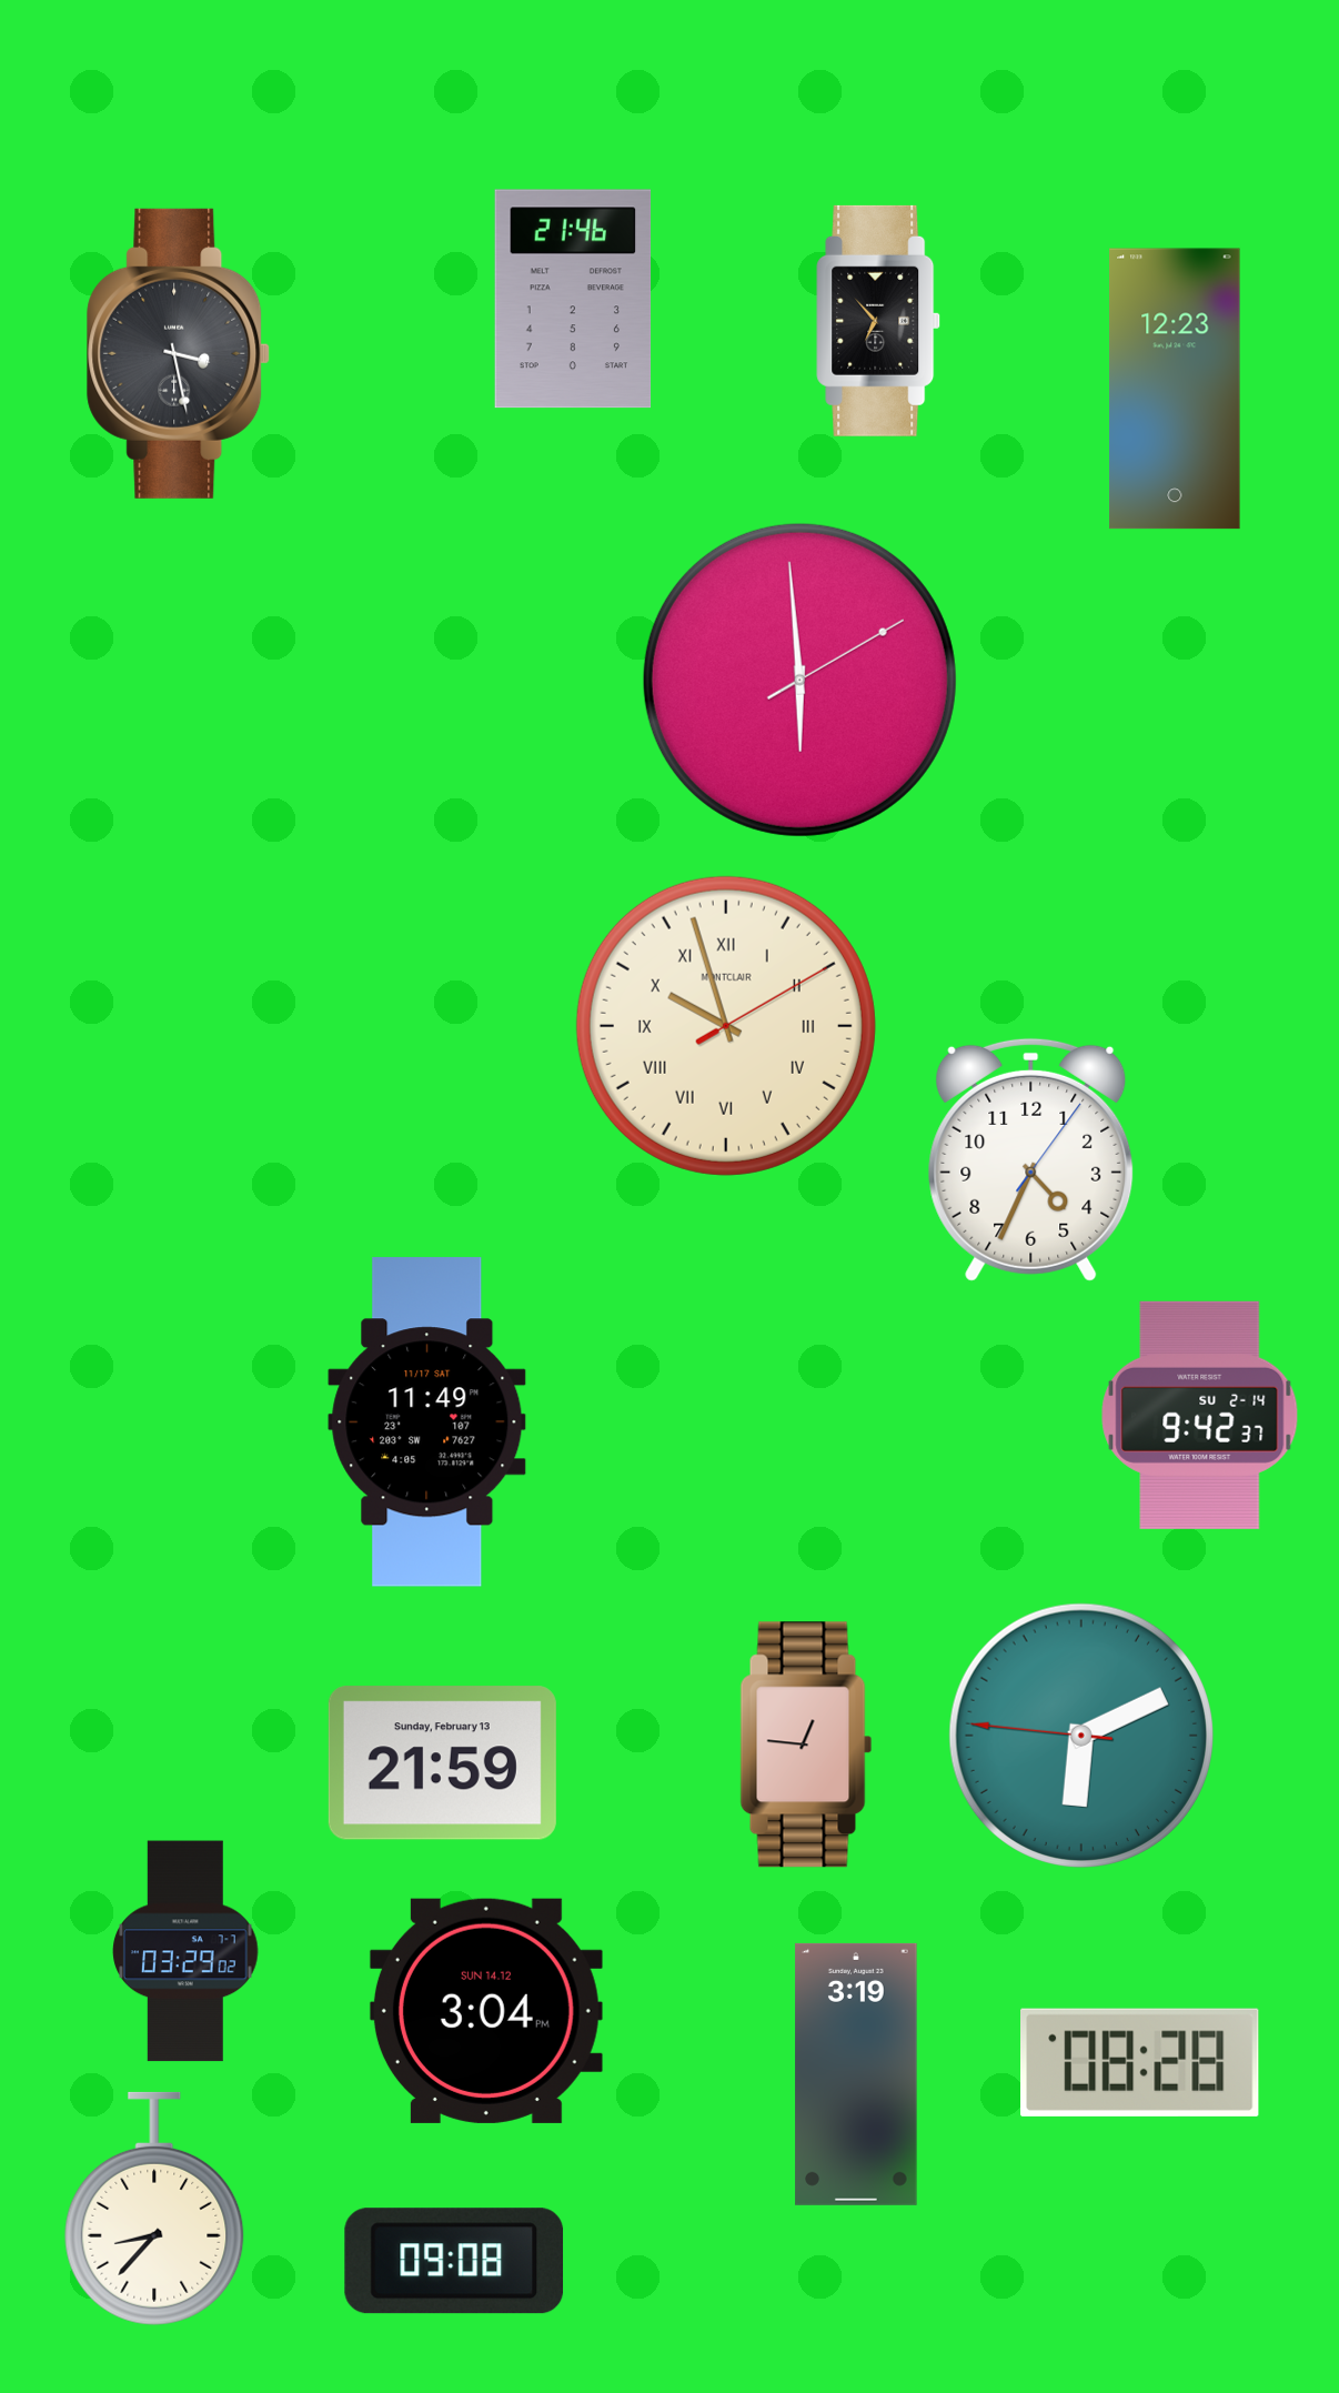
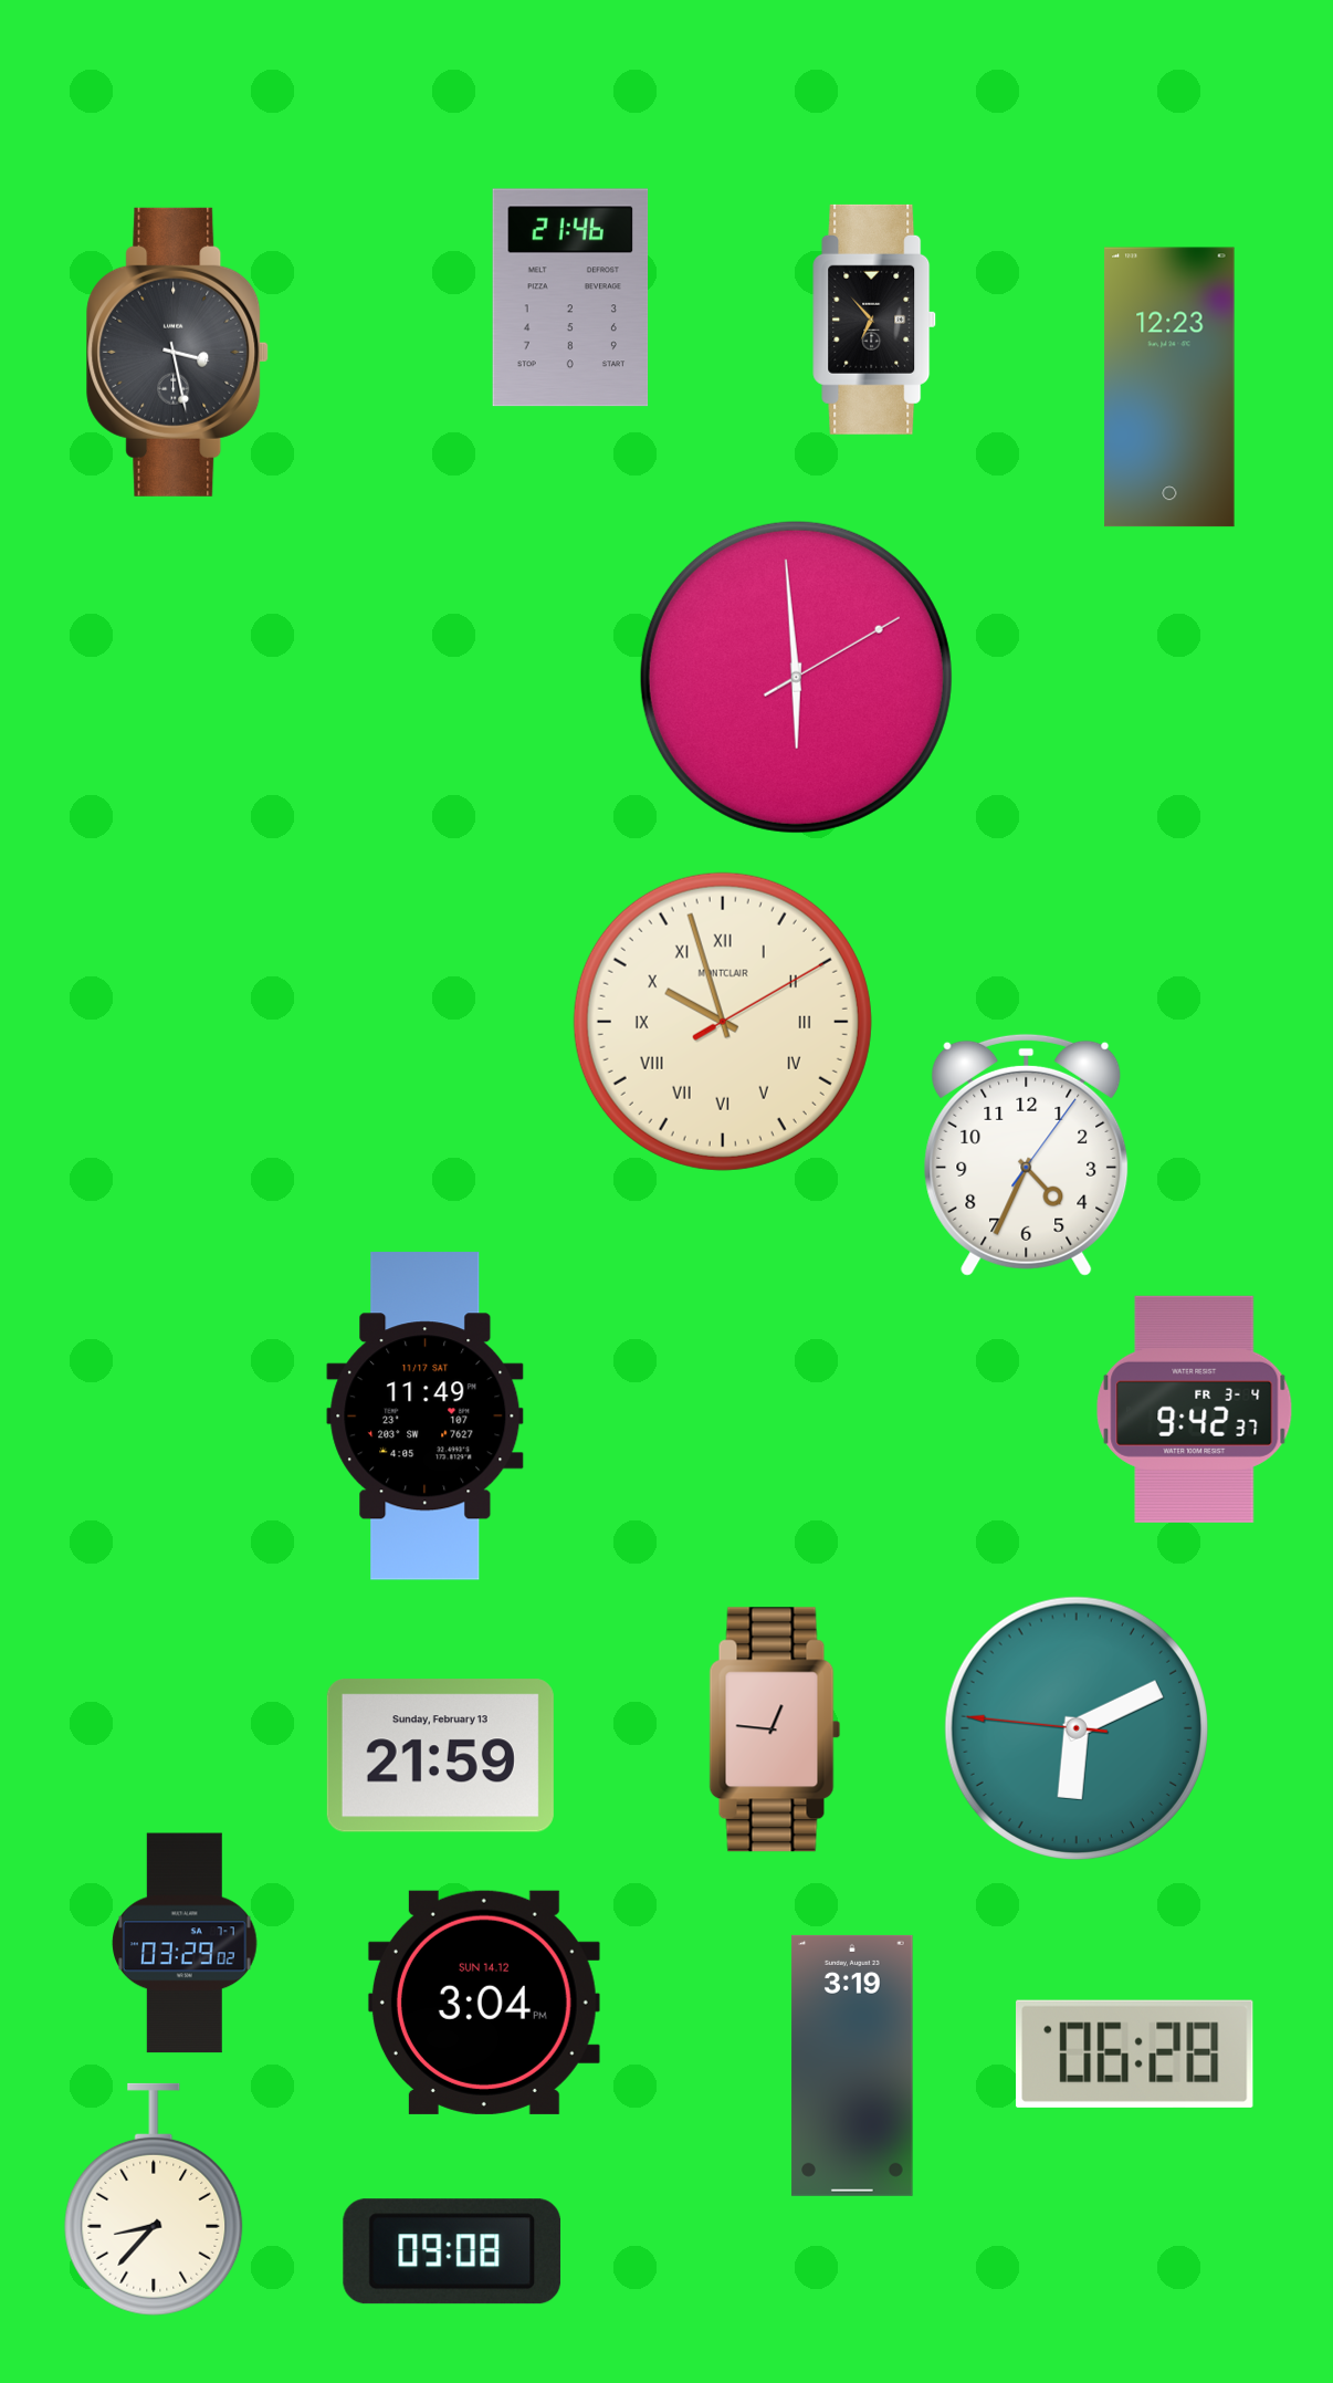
clock at (1200, 1415) date: SU 2-14 -> FR 3-4
clock at (806, 1745) position: (806, 1745) -> (775, 1729)
clock at (1140, 2062): 08:28 -> 06:28
